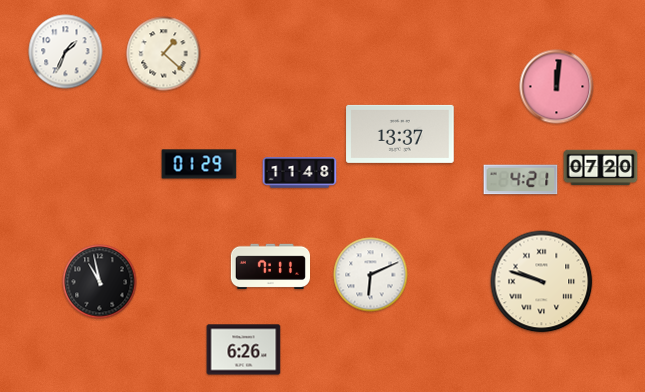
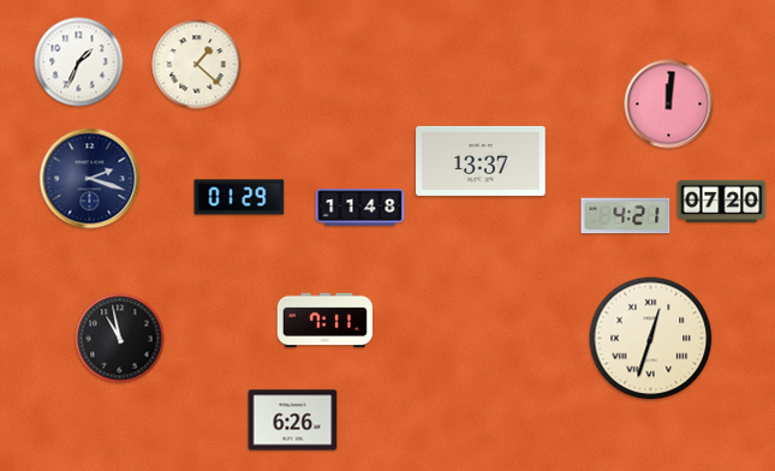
clock at (90, 179): none -> 2:18
clock at (371, 275): 6:11 -> none
clock at (542, 282): 9:48 -> 12:33
